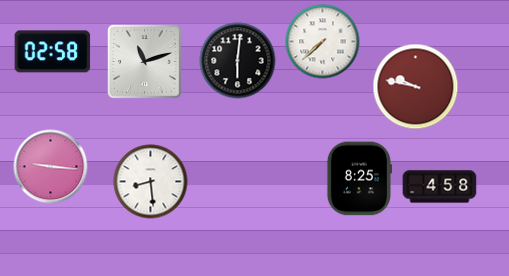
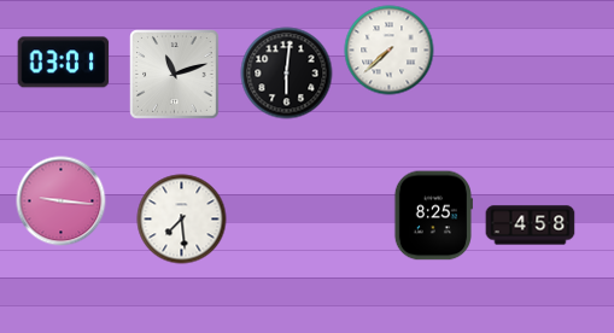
clock at (53, 52): 02:58 -> 03:01
clock at (416, 87): 9:47 -> none
clock at (151, 182): 8:29 -> 7:29
